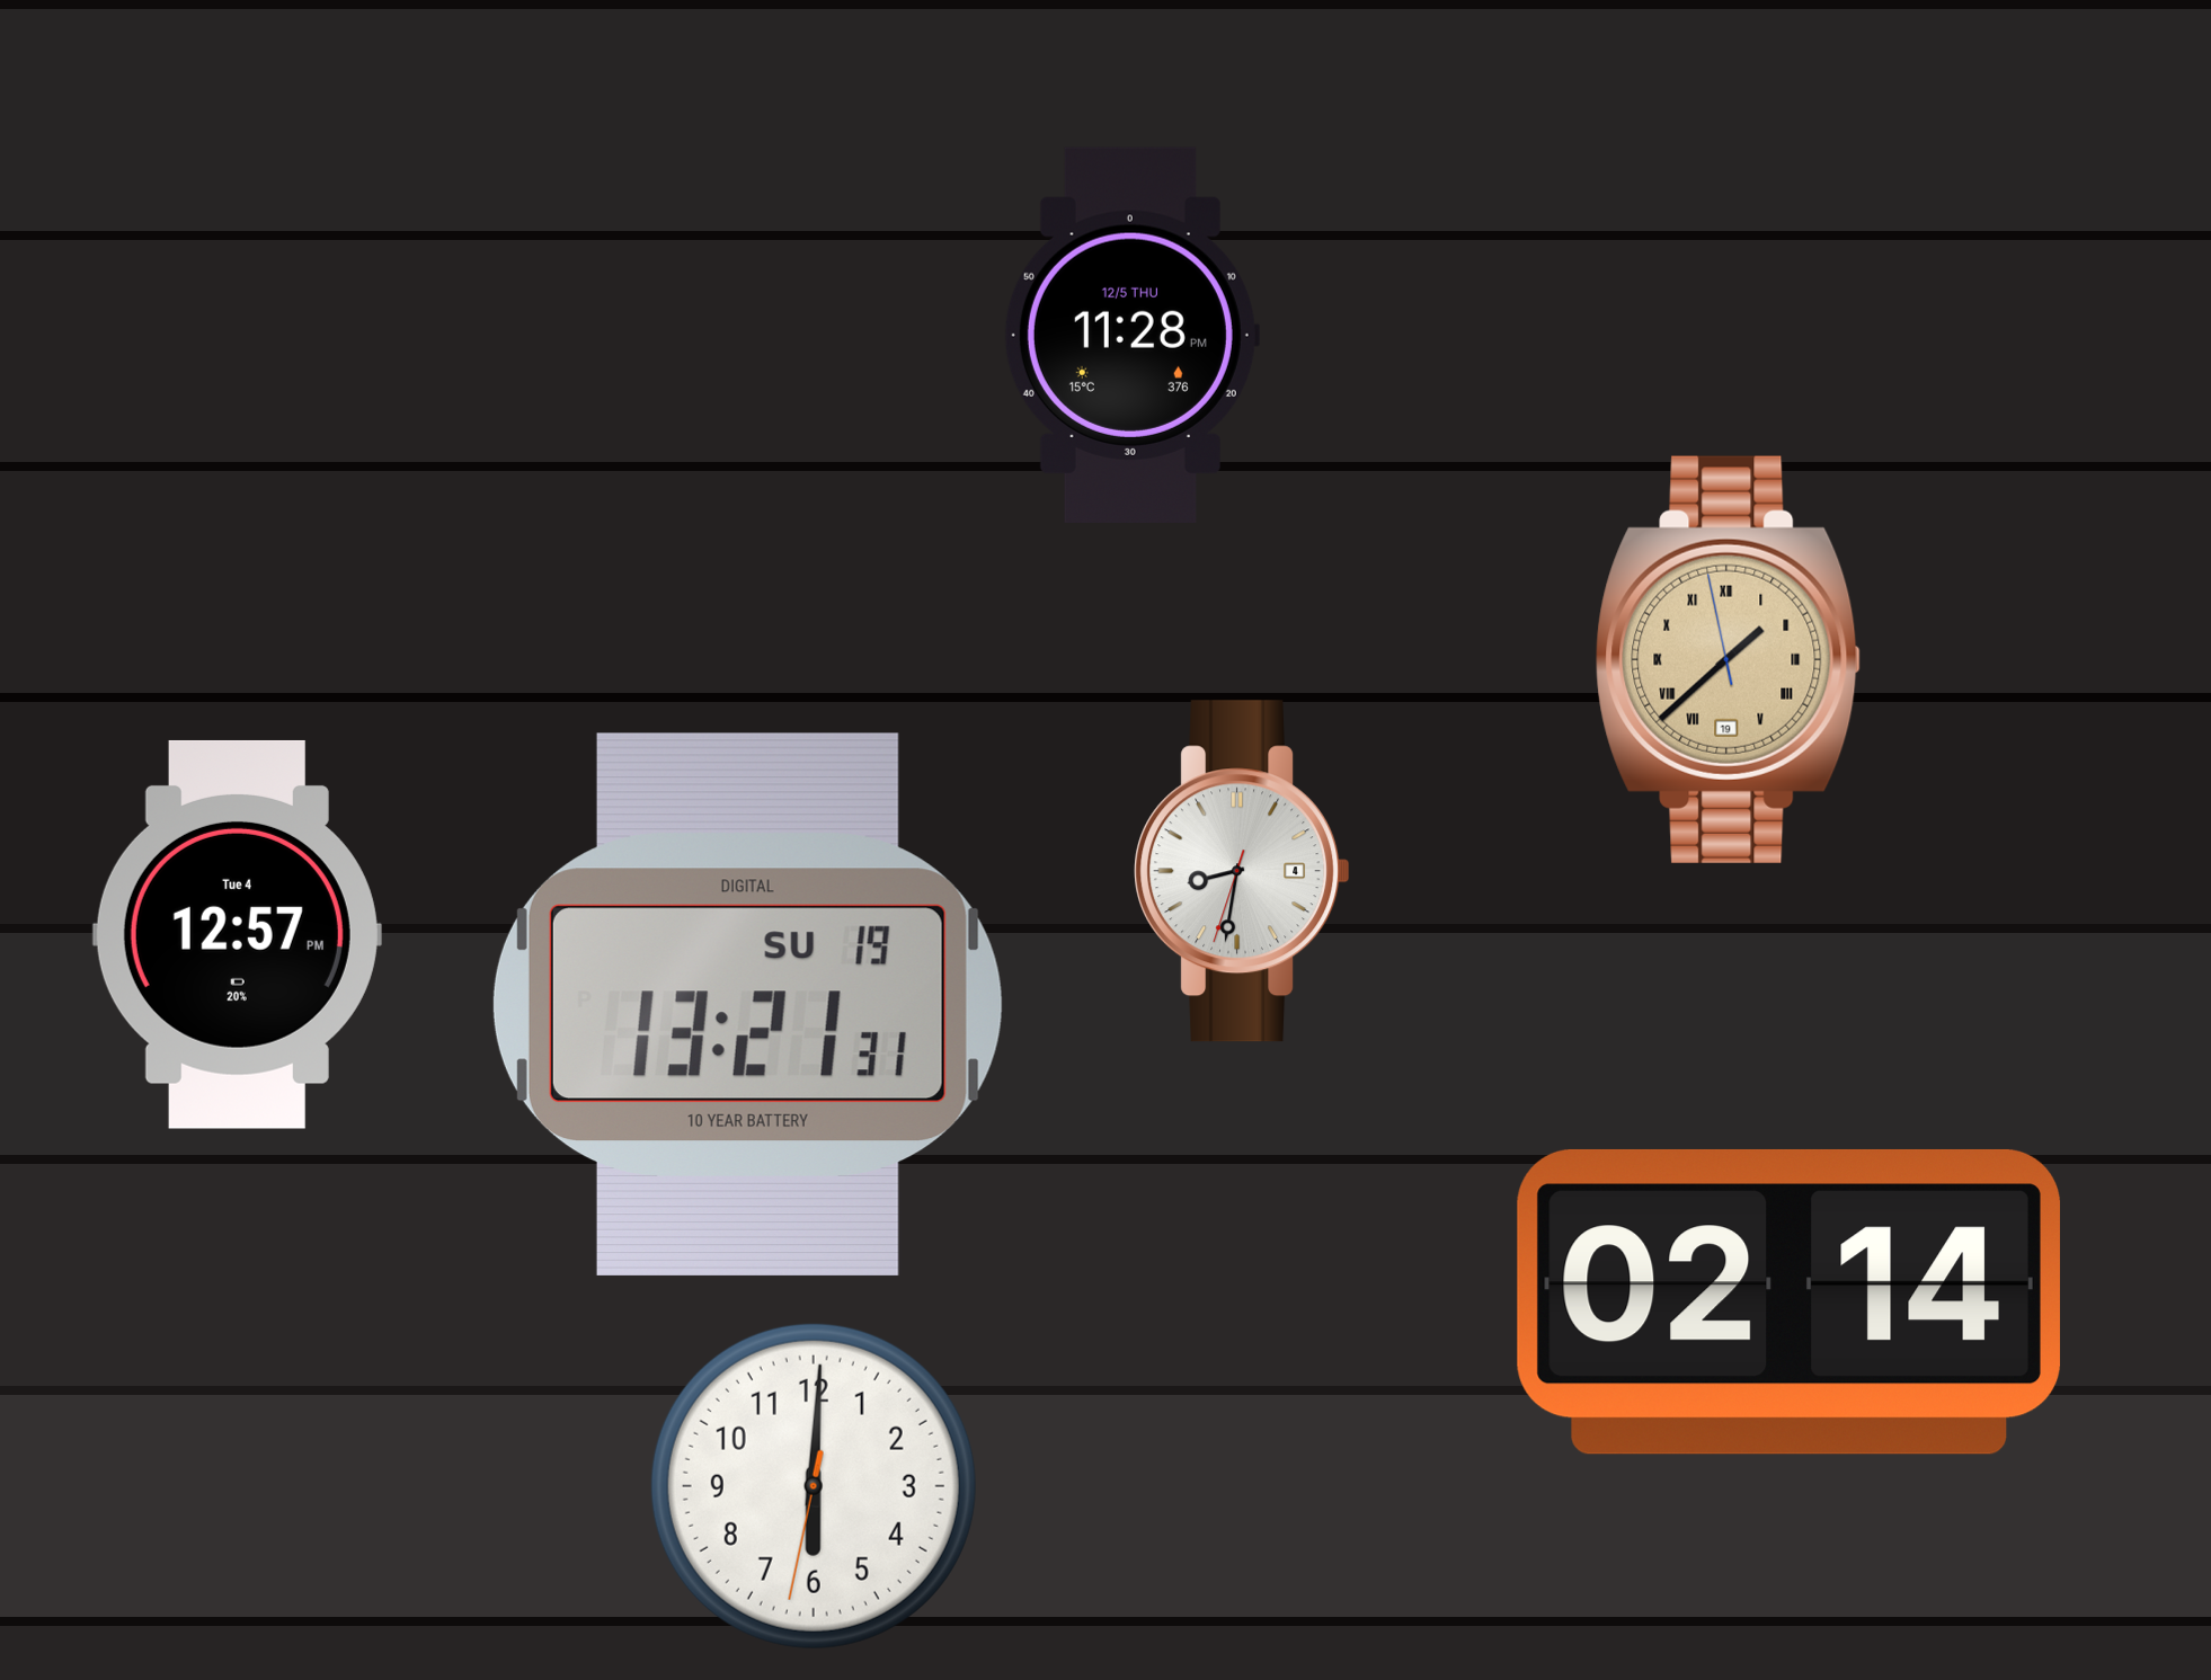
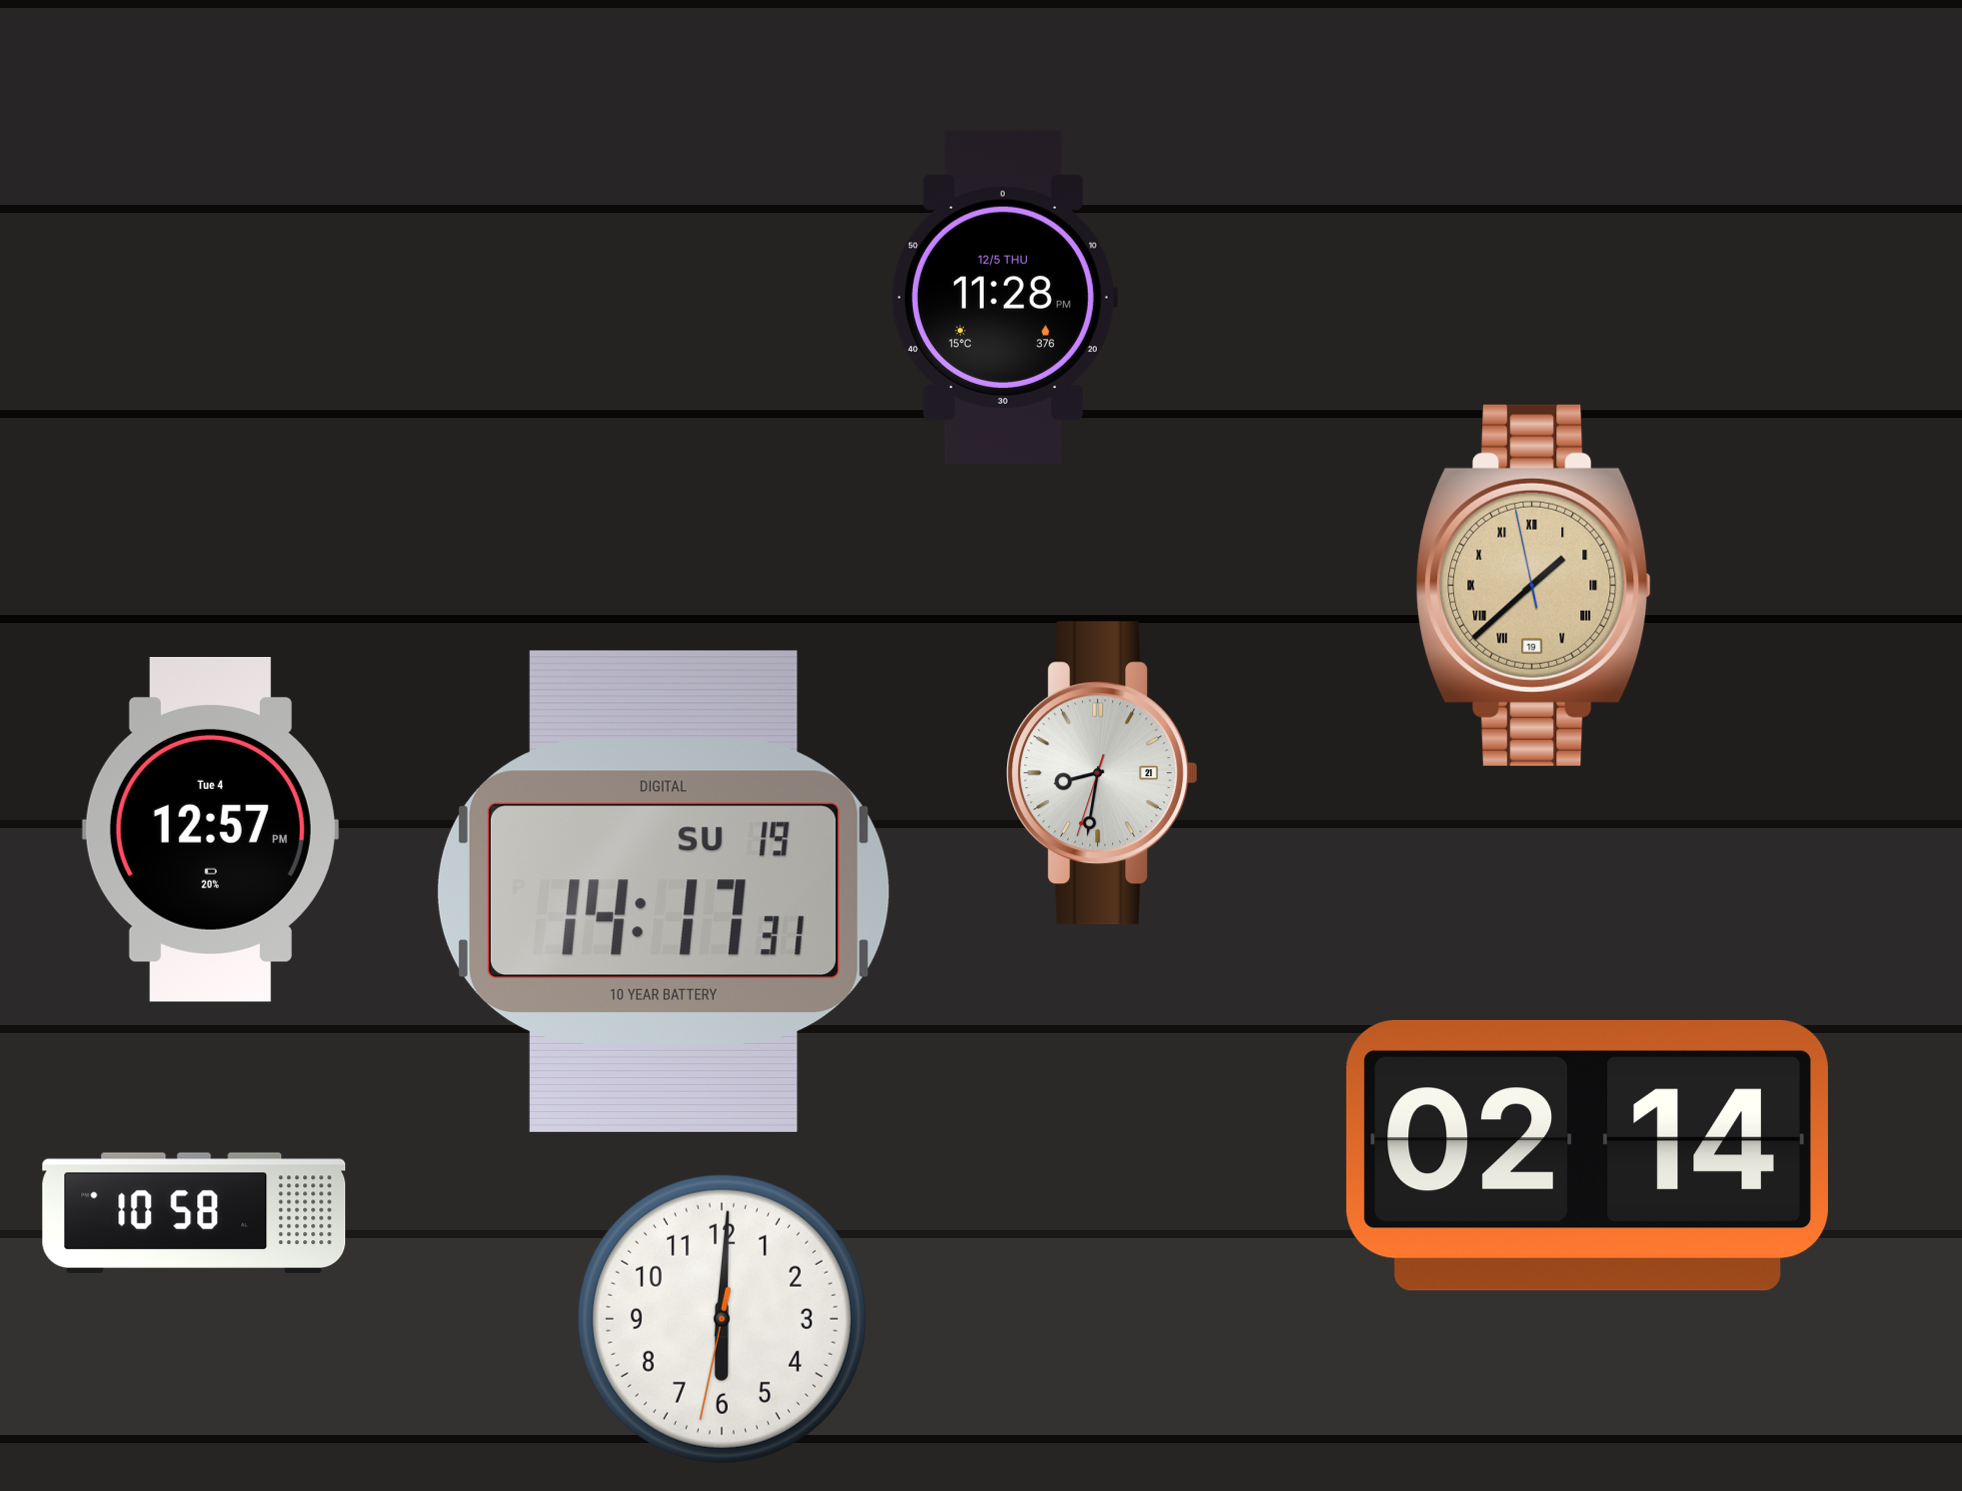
clock at (1242, 871) date: 4 -> 21
clock at (747, 1004): 13:21 -> 14:17
clock at (194, 1213): none -> 10:58
